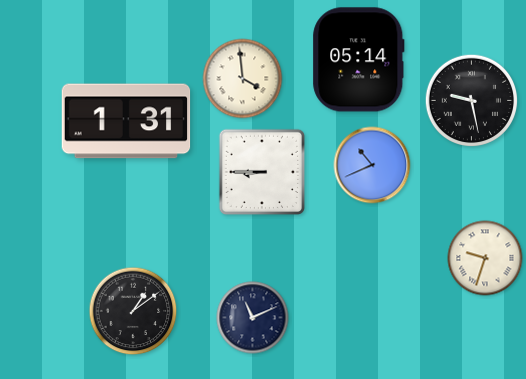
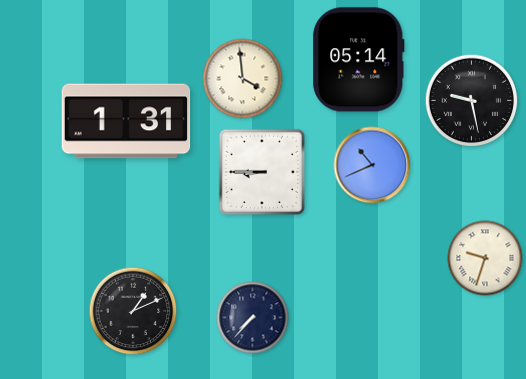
clock at (133, 311): 1:09 -> 1:11
clock at (253, 318): 11:11 -> 7:37
